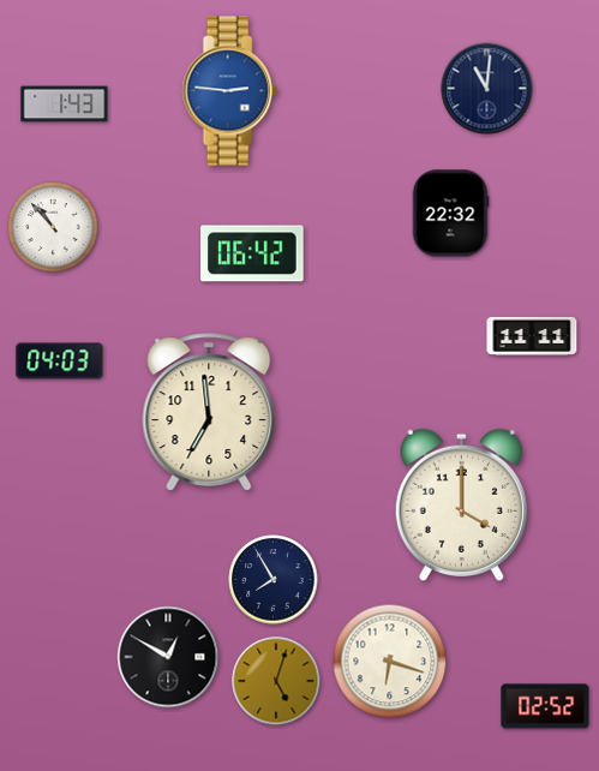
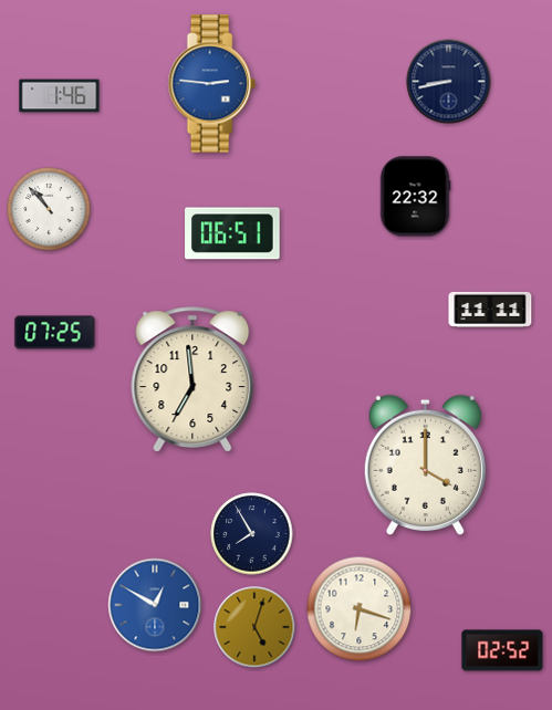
clock at (487, 89): 11:01 -> 8:43
clock at (65, 104): 1:43 -> 1:46
clock at (252, 253): 06:42 -> 06:51
clock at (60, 361): 04:03 -> 07:25
clock at (168, 657) dial: black -> blue
